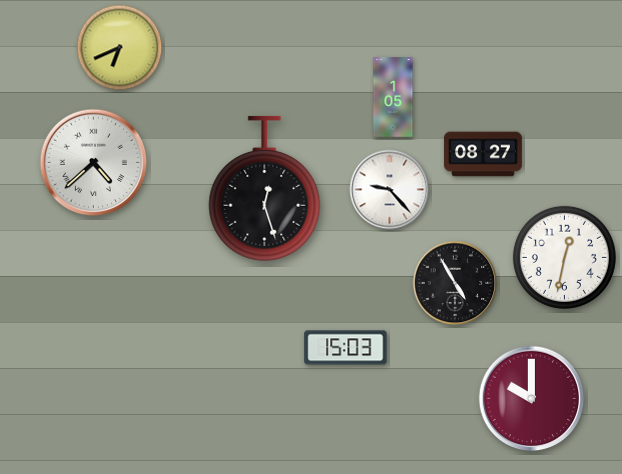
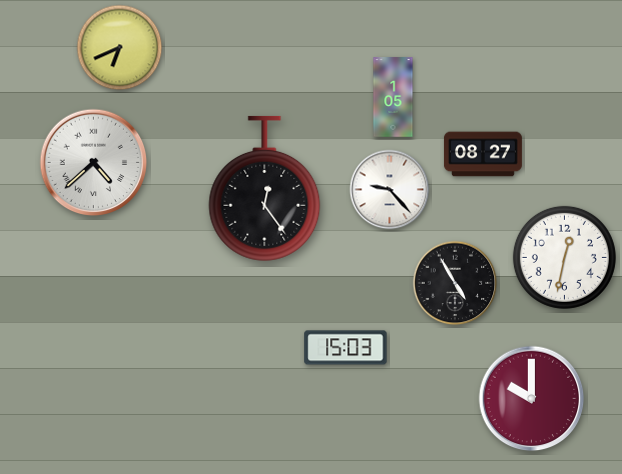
clock at (265, 188): 12:27 -> 12:24
